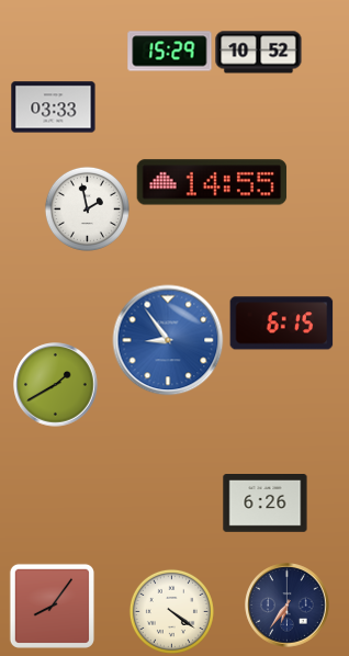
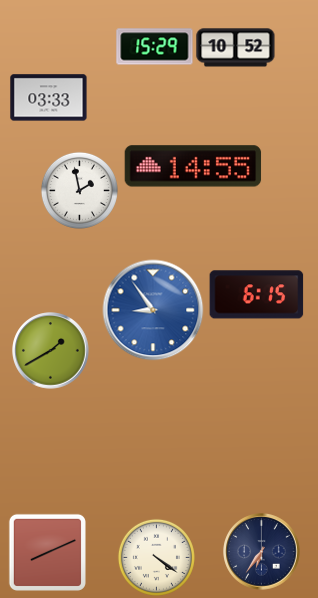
clock at (266, 504): 6:26 -> none
clock at (52, 606): 8:06 -> 8:11
